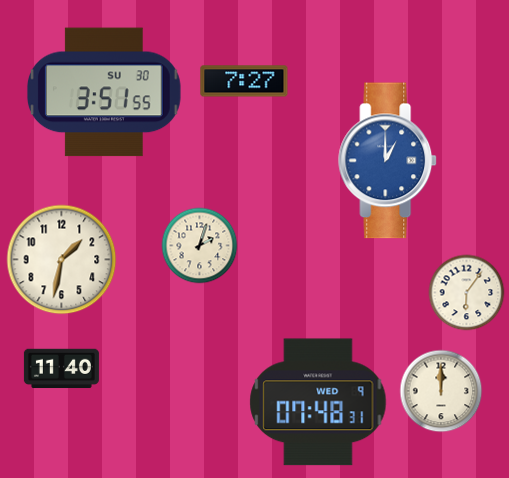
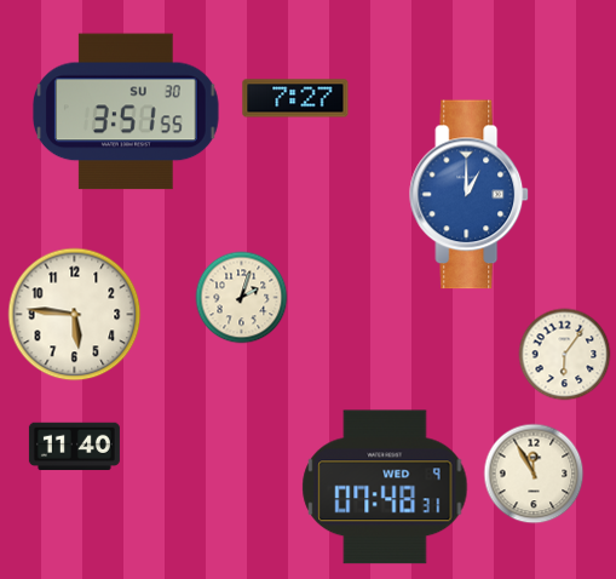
clock at (62, 260): 1:32 -> 5:46
clock at (441, 391): 12:00 -> 11:55
